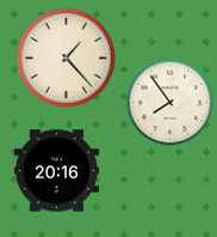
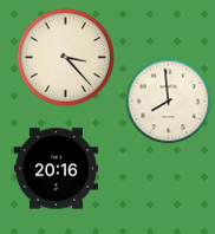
clock at (66, 57): 1:23 -> 3:23
clock at (170, 103): 7:54 -> 7:59
